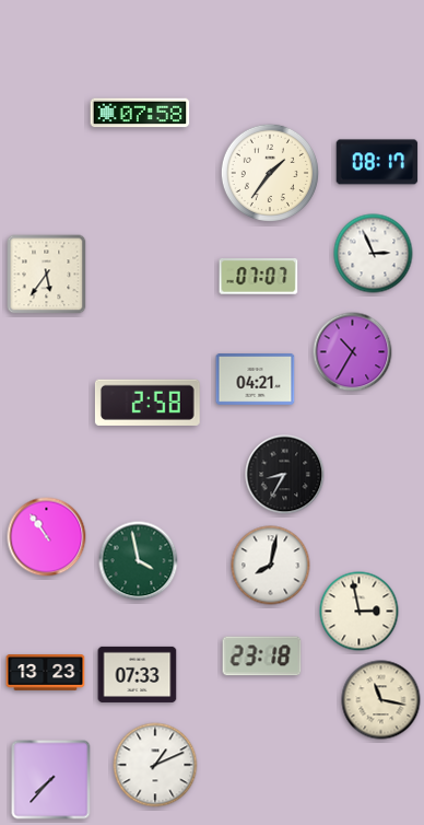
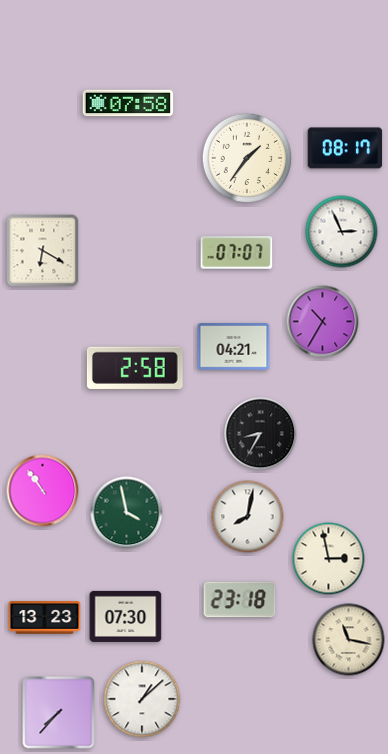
clock at (47, 275): 5:36 -> 6:20
clock at (46, 673) position: (46, 673) -> (45, 618)
clock at (138, 674): 07:33 -> 07:30
clock at (155, 765): 1:11 -> 1:08
clock at (51, 780) position: (51, 780) -> (59, 713)
